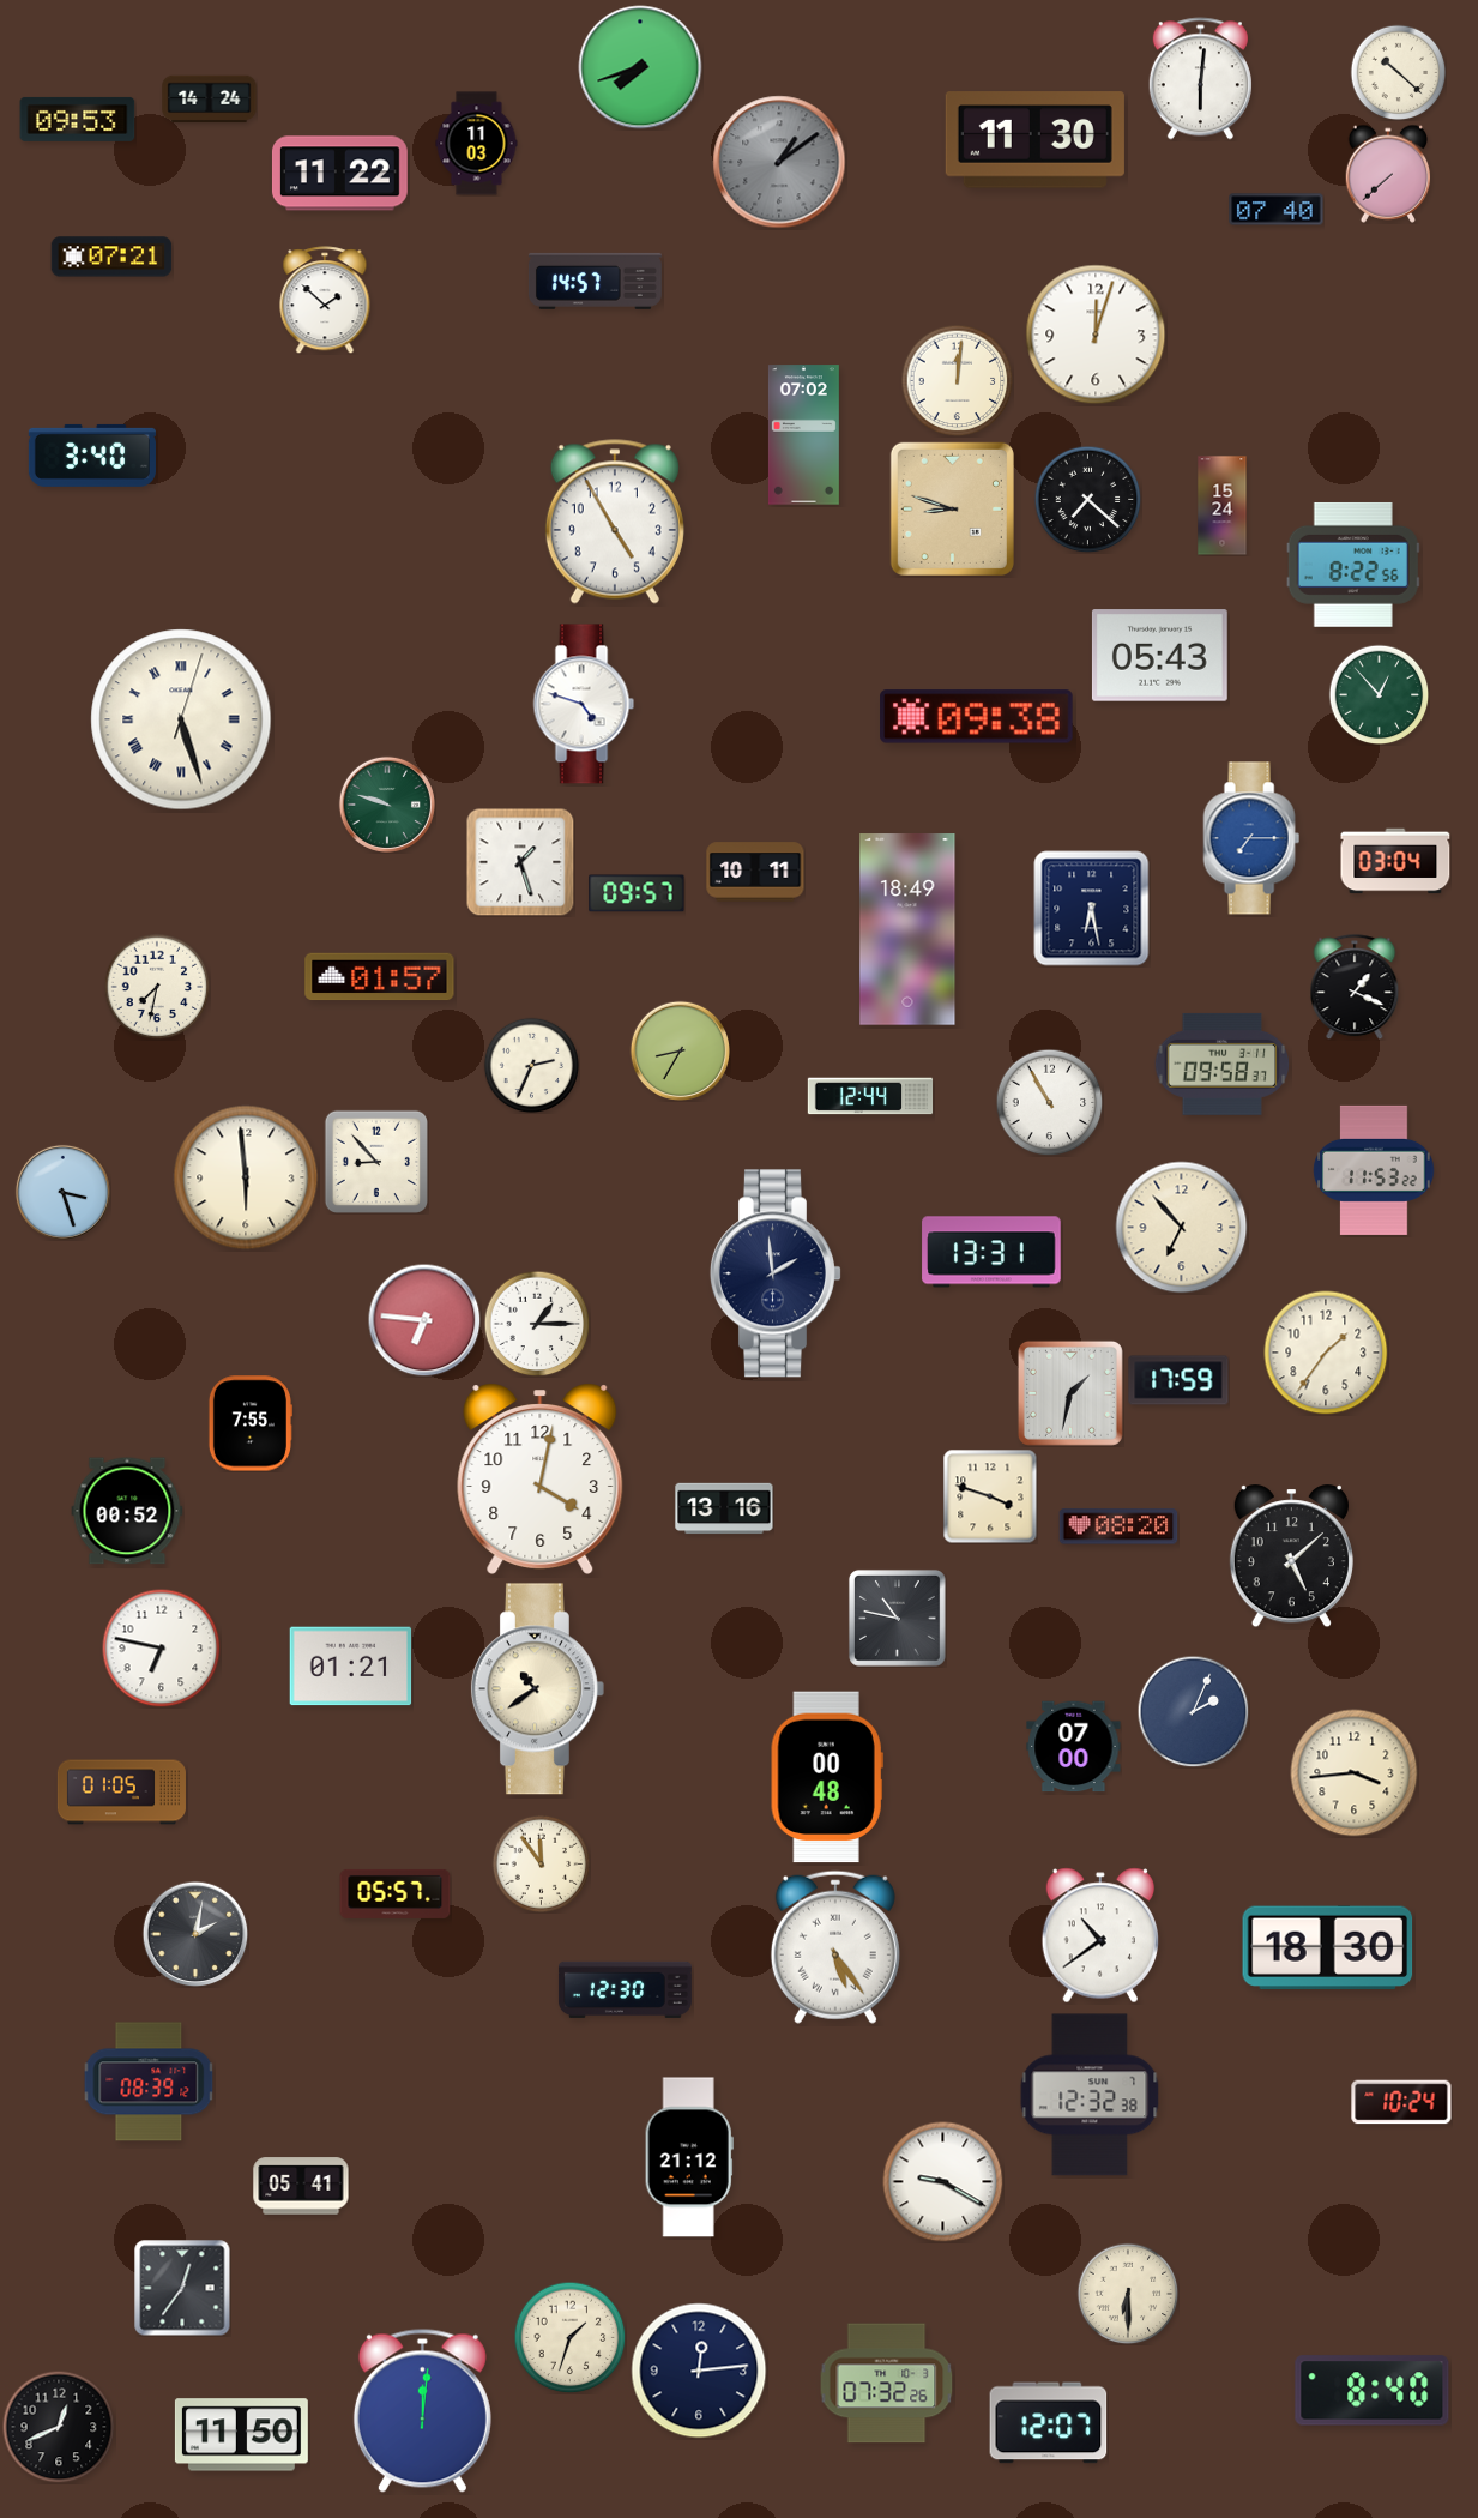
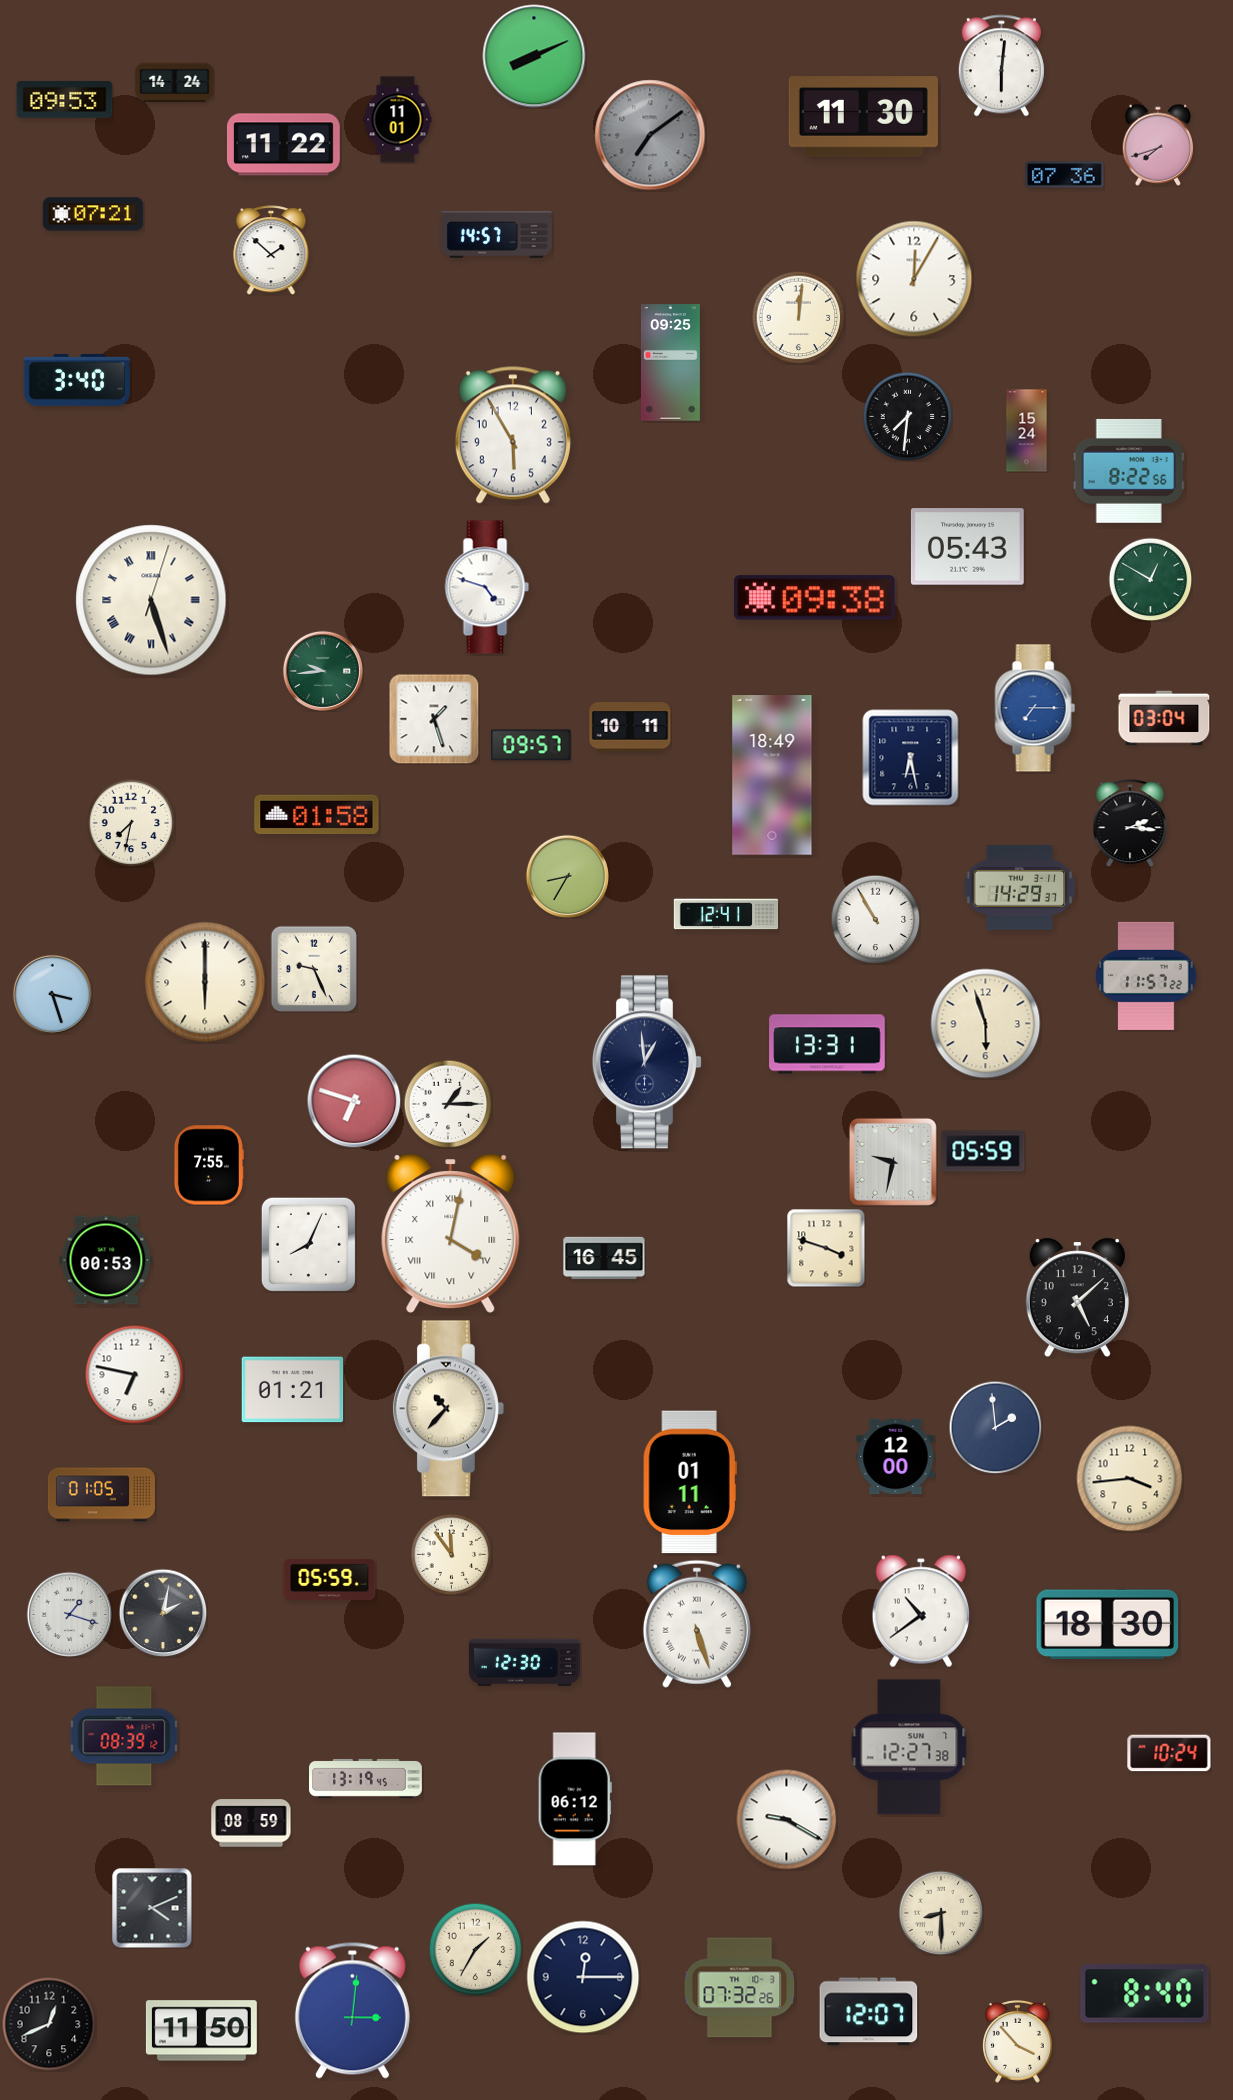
clock at (640, 67): 7:42 -> 8:11
clock at (1398, 72): 10:22 -> none
clock at (477, 144): 11:03 -> 11:01
clock at (779, 162): 1:09 -> 7:09
clock at (1388, 174): 7:38 -> 7:42
clock at (1277, 210): 07:40 -> 07:36
clock at (1096, 335): 12:03 -> 12:05
clock at (803, 435): 07:02 -> 09:25
clock at (1087, 499): 7:22 -> 7:31
clock at (1223, 506) position: (1223, 506) -> (1027, 431)
clock at (952, 508): 8:48 -> none
clock at (615, 522): 4:55 -> 5:55
clock at (1379, 694): 12:53 -> 12:50
clock at (387, 805): 9:48 -> 9:44
clock at (1251, 838) position: (1251, 838) -> (1035, 708)
clock at (907, 929) position: (907, 929) -> (772, 775)
clock at (380, 977): 01:57 -> 01:58
clock at (1355, 987): 1:19 -> 2:16
clock at (1223, 1064): 09:58 -> 14:29
clock at (531, 1065): 2:34 -> none
clock at (870, 1096): 12:44 -> 12:41
clock at (375, 1161): 8:53 -> 9:26
clock at (1374, 1170): 11:53 -> 11:57
clock at (246, 1177): 5:59 -> 6:00
clock at (1182, 1228): 6:53 -> 5:57
clock at (776, 1273): 1:59 -> 12:59
clock at (424, 1320): 6:46 -> 6:48
clock at (1326, 1353): 1:36 -> none
clock at (1178, 1380): 17:59 -> 05:59
clock at (1070, 1393): 1:32 -> 9:32
clock at (249, 1423) position: (249, 1423) -> (208, 1165)
clock at (541, 1478) numerals: Arabic -> Roman
clock at (308, 1244): none -> 8:04
clock at (724, 1508): 13:16 -> 16:45
clock at (127, 1511): 00:52 -> 00:53
clock at (1118, 1526): 08:20 -> none
clock at (897, 1618): 10:47 -> none
clock at (537, 1689): 10:39 -> 10:37
clock at (1193, 1711): 2:04 -> 1:59
clock at (1074, 1747): 07:00 -> 12:00
clock at (827, 1777): 00:48 -> 01:11
clock at (396, 1893): 05:57 -> 05:59
clock at (69, 1614): none -> 1:18
clock at (1100, 1935) position: (1100, 1935) -> (921, 1611)
clock at (835, 1947): 5:24 -> 5:27
clock at (625, 1989) position: (625, 1989) -> (524, 1662)
clock at (1090, 2095): 12:32 -> 12:27
clock at (366, 1778): none -> 13:19
clock at (689, 2157): 21:12 -> 06:12
clock at (301, 2186): 05:41 -> 08:59
clock at (182, 2288): 12:36 -> 4:11
clock at (1128, 2294): 6:30 -> 8:30
clock at (569, 2337): 1:33 -> 1:35
clock at (699, 2371): 12:14 -> 12:15
clock at (422, 2410): 12:01 -> 3:01
clock at (1049, 2423) position: (1049, 2423) -> (869, 2012)
clock at (1018, 2041): none -> 3:53
